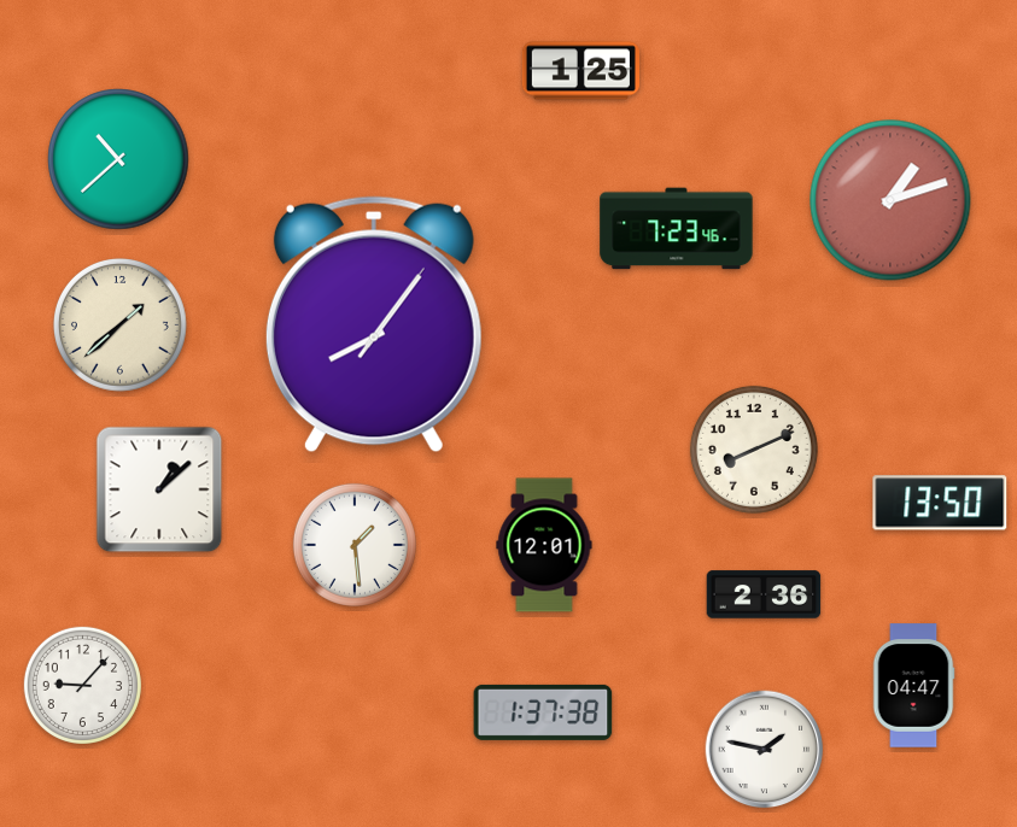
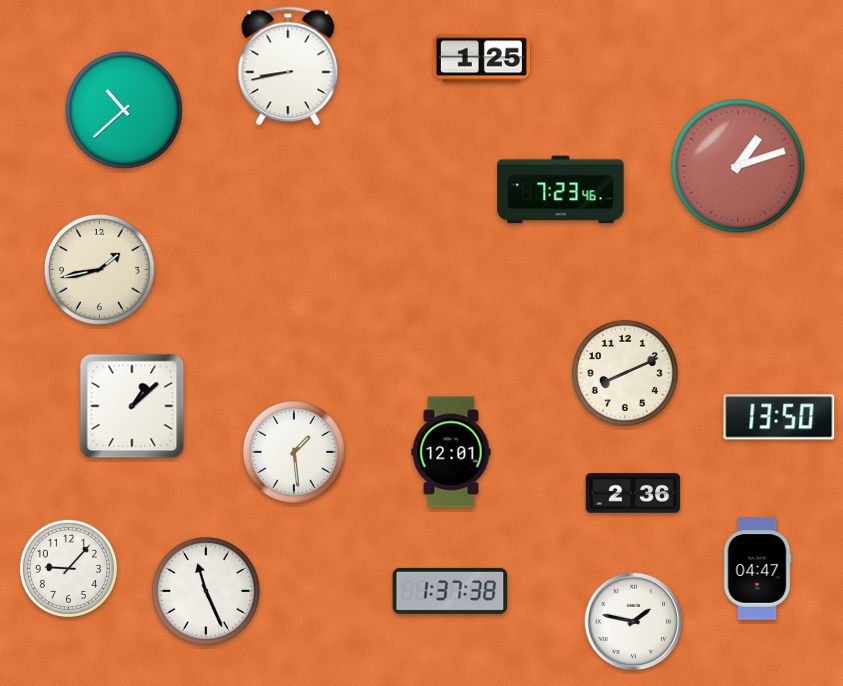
clock at (288, 66): none -> 8:43
clock at (118, 159) position: (118, 159) -> (124, 110)
clock at (119, 324): 1:38 -> 1:43
clock at (374, 324): 8:06 -> none
clock at (206, 591): none -> 11:26
